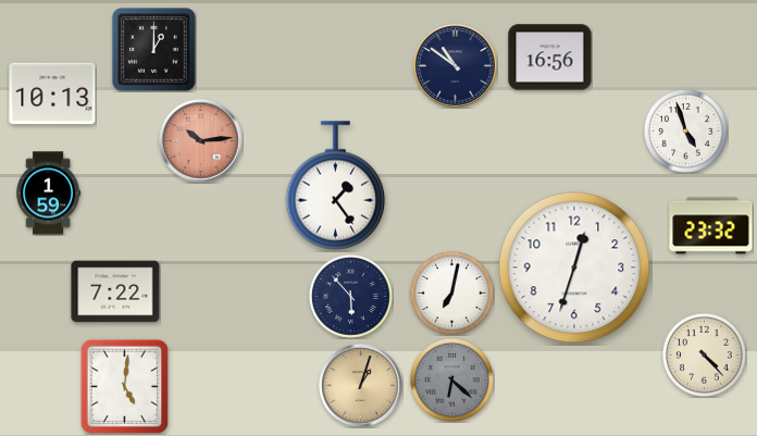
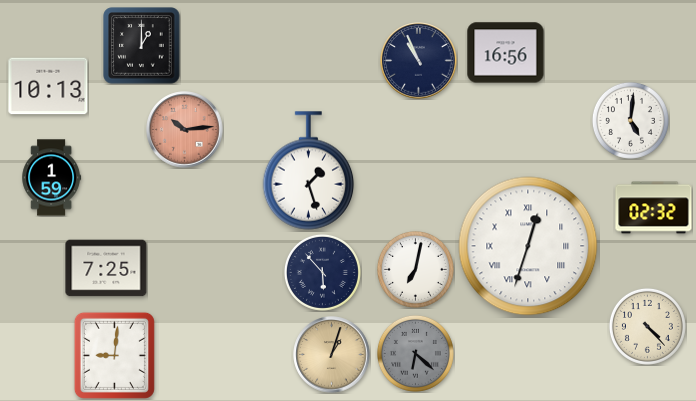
clock at (456, 66): 10:51 -> 10:56
clock at (685, 130): 4:57 -> 5:01
clock at (336, 186): 1:24 -> 1:27
clock at (49, 194) position: (49, 194) -> (52, 178)
clock at (711, 226): 23:32 -> 02:32
clock at (574, 267) numerals: Arabic -> Roman
clock at (115, 291): 7:22 -> 7:25
clock at (451, 379) position: (451, 379) -> (415, 353)
clock at (124, 386): 5:01 -> 9:01
